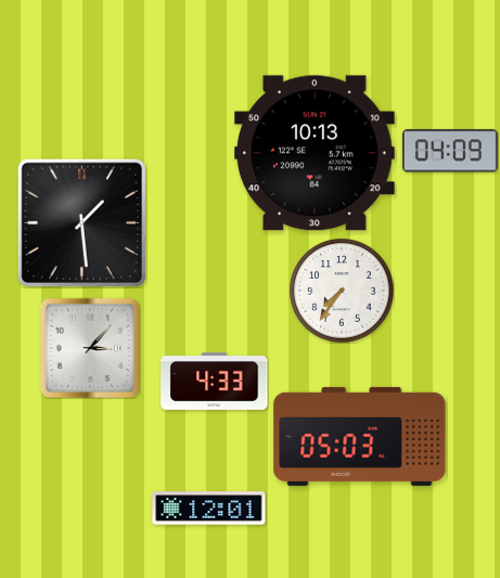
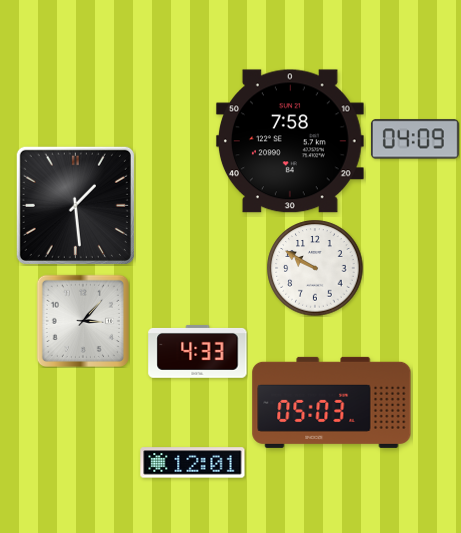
clock at (315, 153): 10:13 -> 7:58
clock at (342, 291): 7:36 -> 9:50
clock at (209, 509) position: (209, 509) -> (193, 463)
